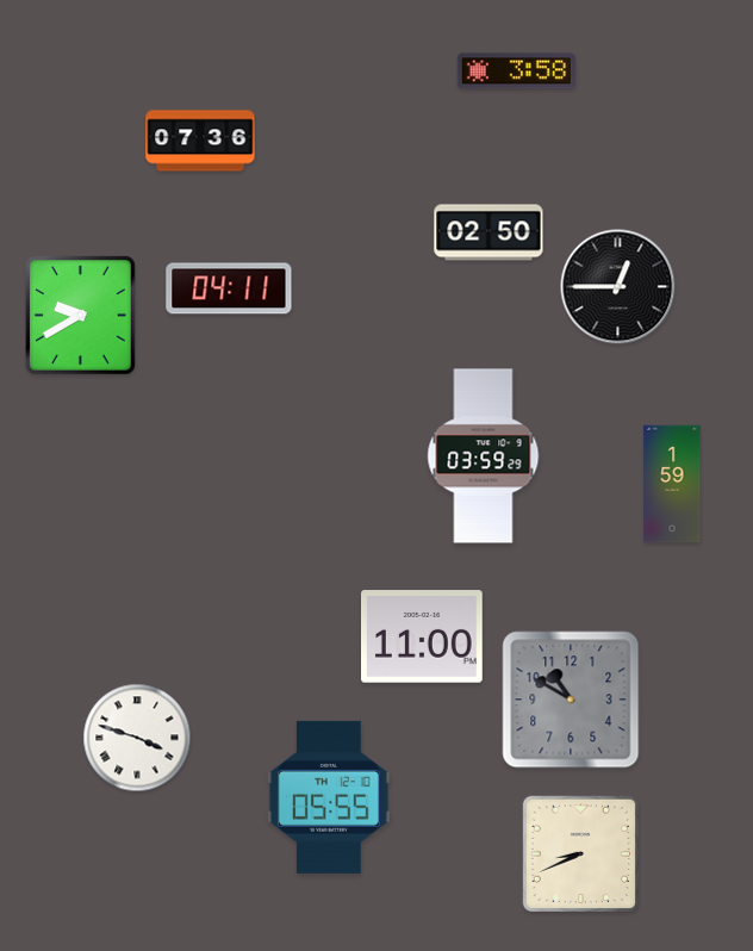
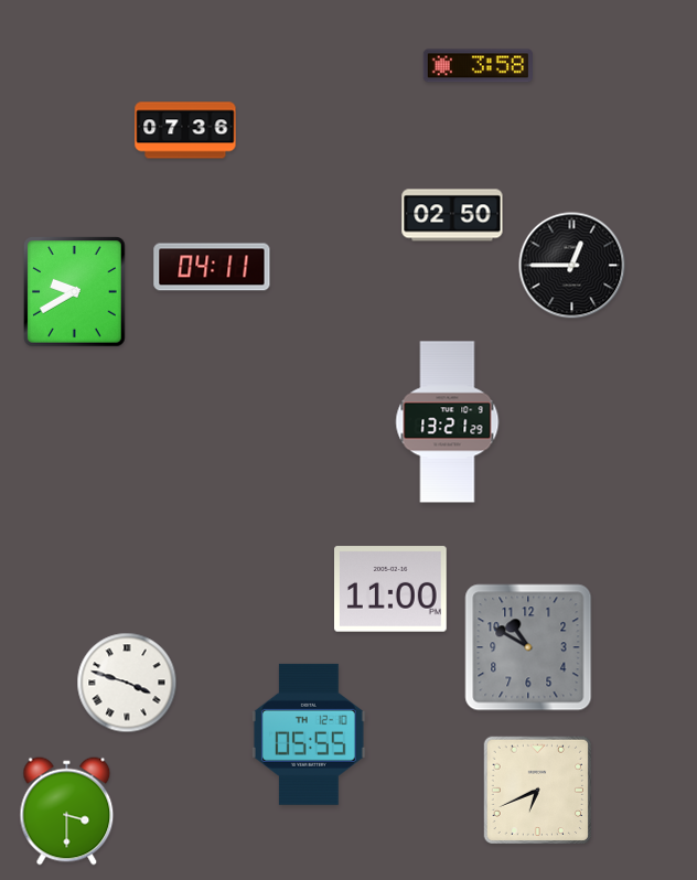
clock at (484, 456): 03:59 -> 13:21
clock at (672, 484): 1:59 -> none
clock at (329, 797) position: (329, 797) -> (309, 734)
clock at (580, 853): 8:41 -> 6:41
clock at (67, 812): none -> 3:30
